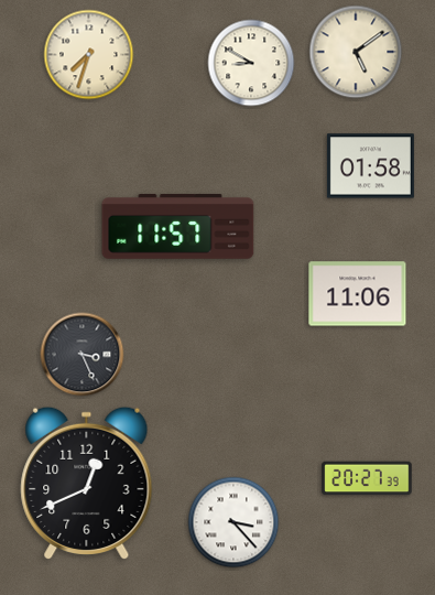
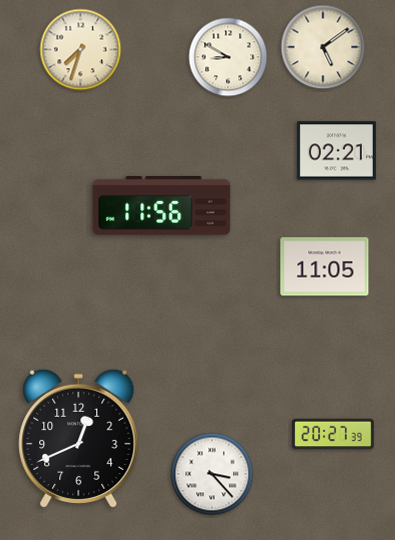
clock at (370, 166): 01:58 -> 02:21
clock at (178, 226): 11:57 -> 11:56
clock at (358, 294): 11:06 -> 11:05
clock at (83, 355): 3:26 -> none
